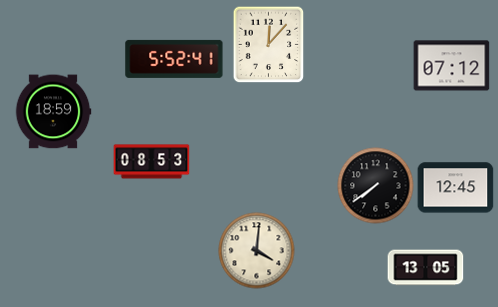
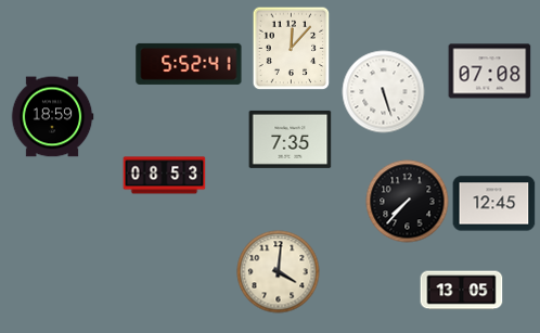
clock at (452, 66): 07:12 -> 07:08
clock at (384, 92): none -> 5:27
clock at (53, 112) position: (53, 112) -> (52, 117)
clock at (291, 139): none -> 7:35
clock at (376, 186): 7:39 -> 7:37
